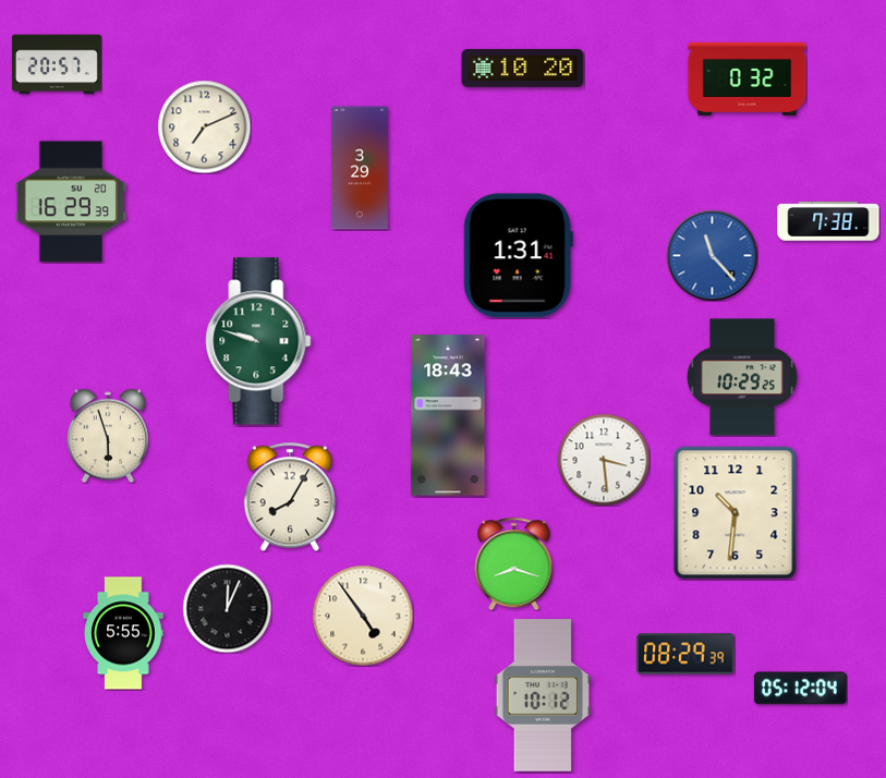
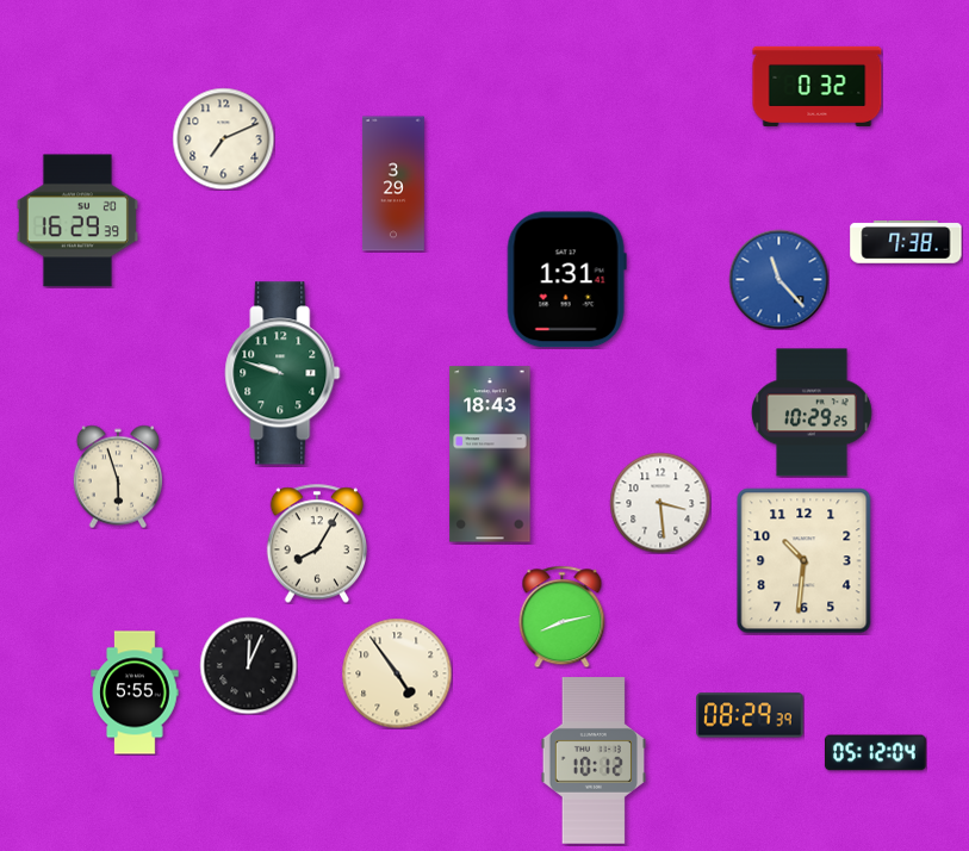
clock at (57, 64): 20:57 -> none
clock at (523, 68): 10:20 -> none
clock at (514, 563): 8:18 -> 8:13
